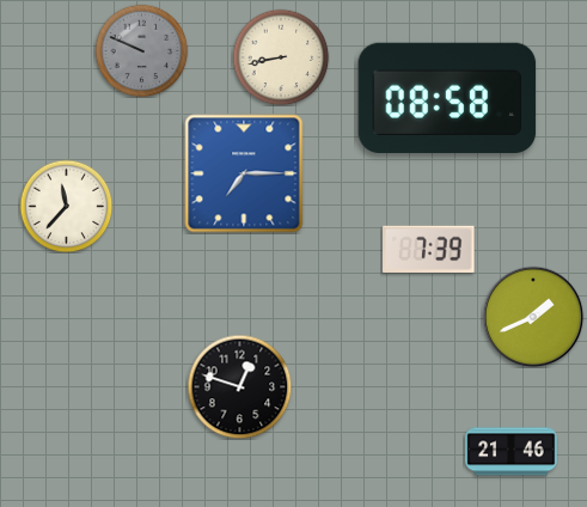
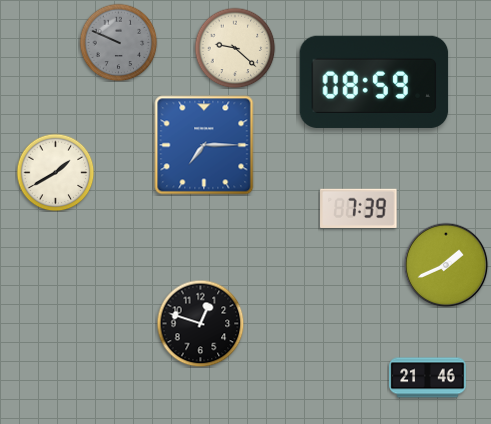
clock at (281, 57): 8:43 -> 9:22
clock at (447, 98): 08:58 -> 08:59
clock at (66, 206): 11:37 -> 1:40
